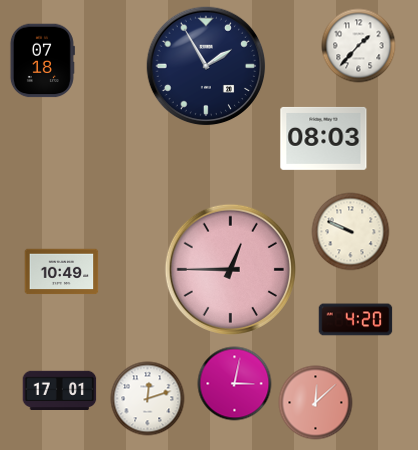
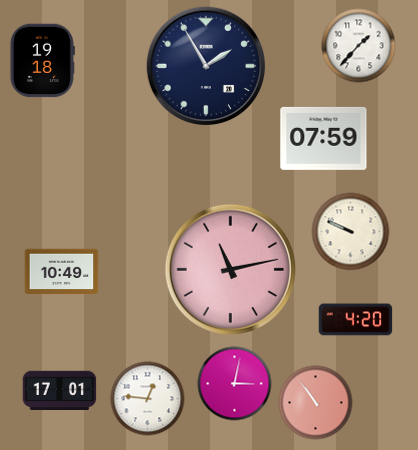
clock at (42, 61): 07:18 -> 19:18
clock at (324, 138): 08:03 -> 07:59
clock at (230, 269): 12:45 -> 11:13
clock at (148, 399): 12:12 -> 12:46
clock at (316, 403): 12:08 -> 10:54
